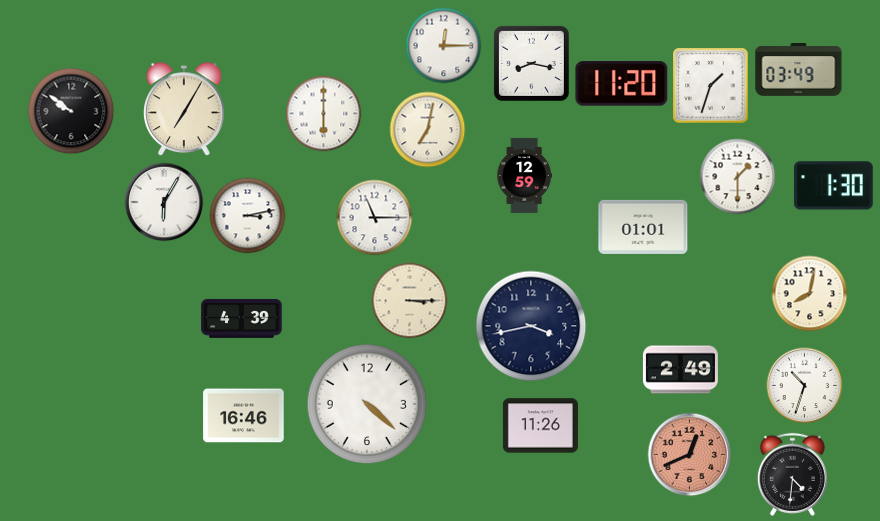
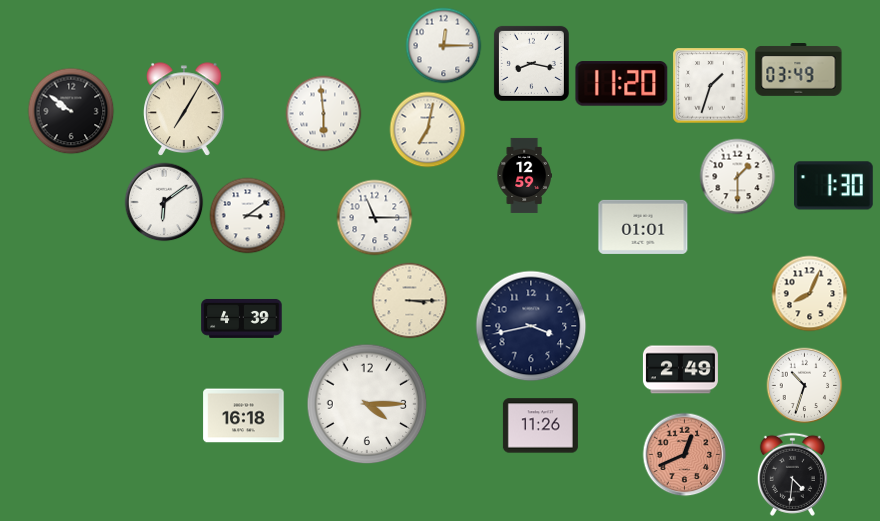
clock at (324, 114): 6:00 -> 5:59
clock at (164, 202): 6:05 -> 6:09
clock at (248, 216): 3:13 -> 3:09
clock at (810, 294): 8:02 -> 8:04
clock at (367, 404): 4:22 -> 4:15
clock at (244, 416): 16:46 -> 16:18
clock at (690, 455) position: (690, 455) -> (685, 455)
